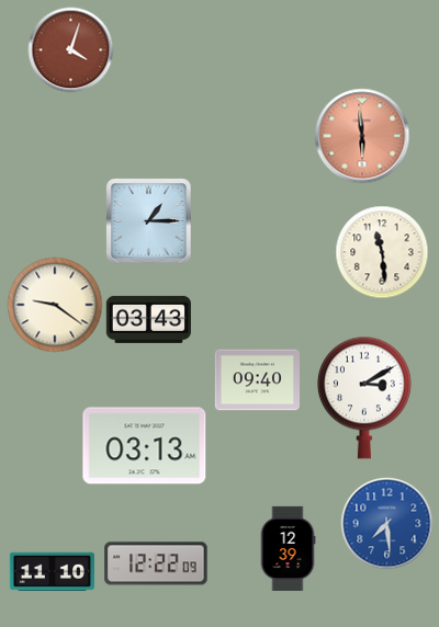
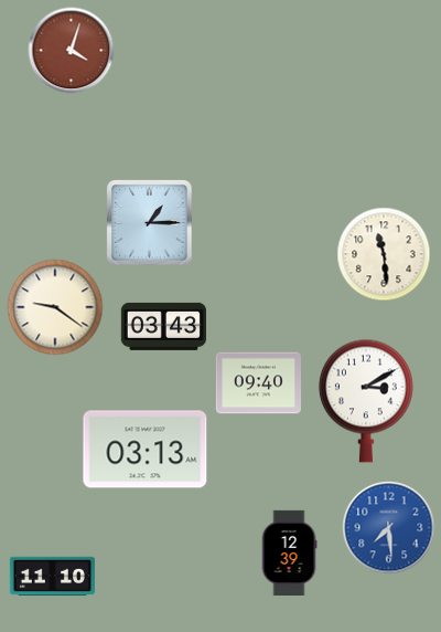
clock at (362, 136): 5:59 -> none
clock at (148, 319) position: (148, 319) -> (163, 326)
clock at (156, 563): 12:22 -> none
